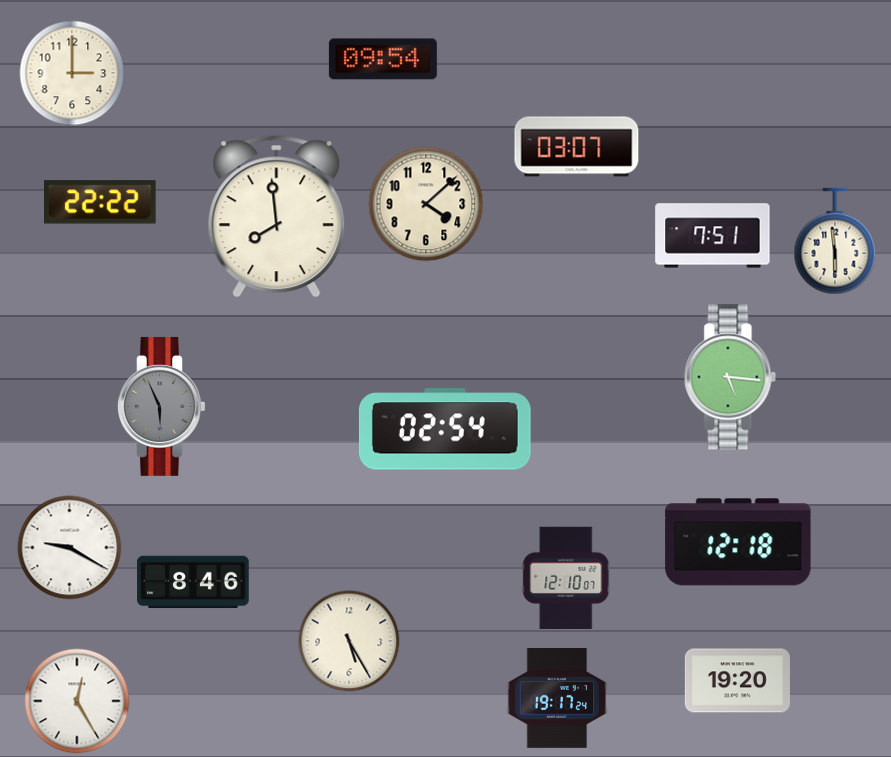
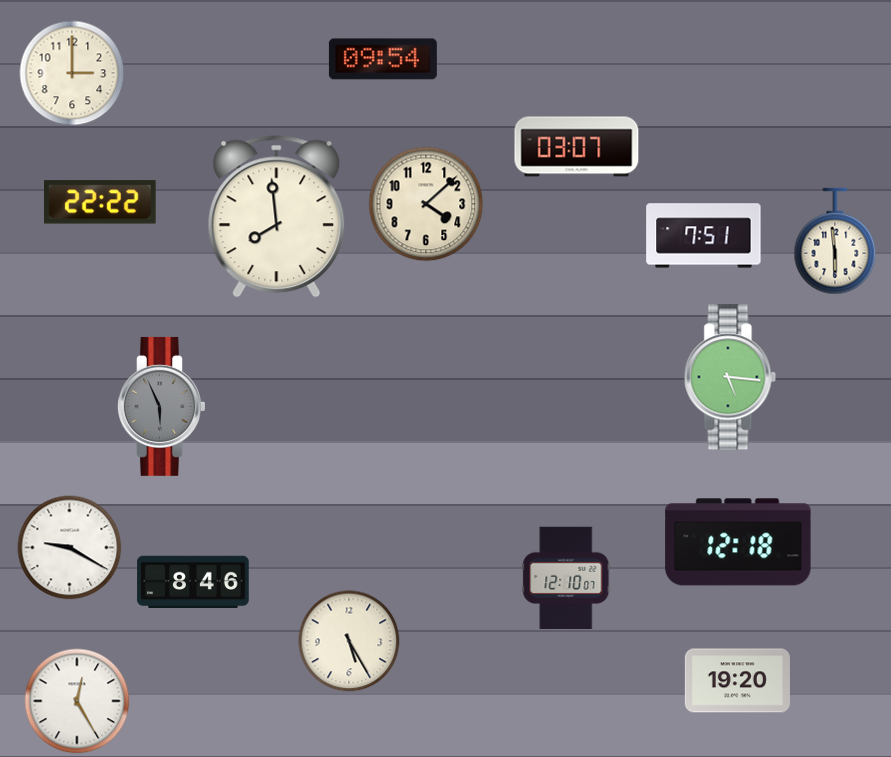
clock at (713, 236) position: (713, 236) -> (704, 236)
clock at (445, 429): 02:54 -> none
clock at (557, 699): 19:17 -> none
